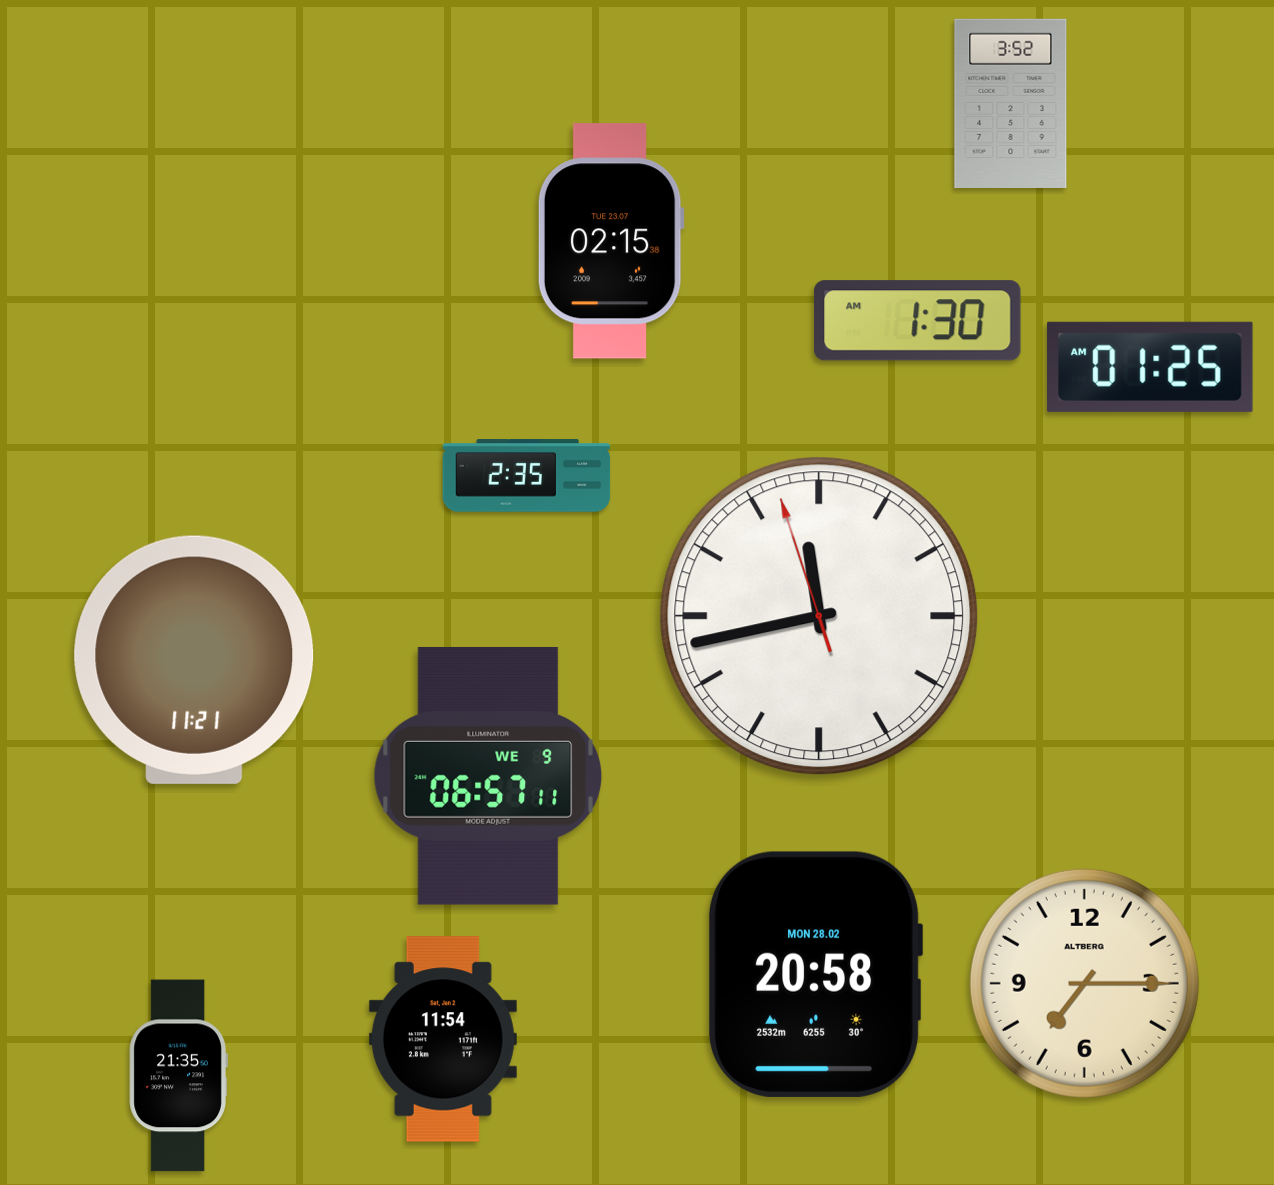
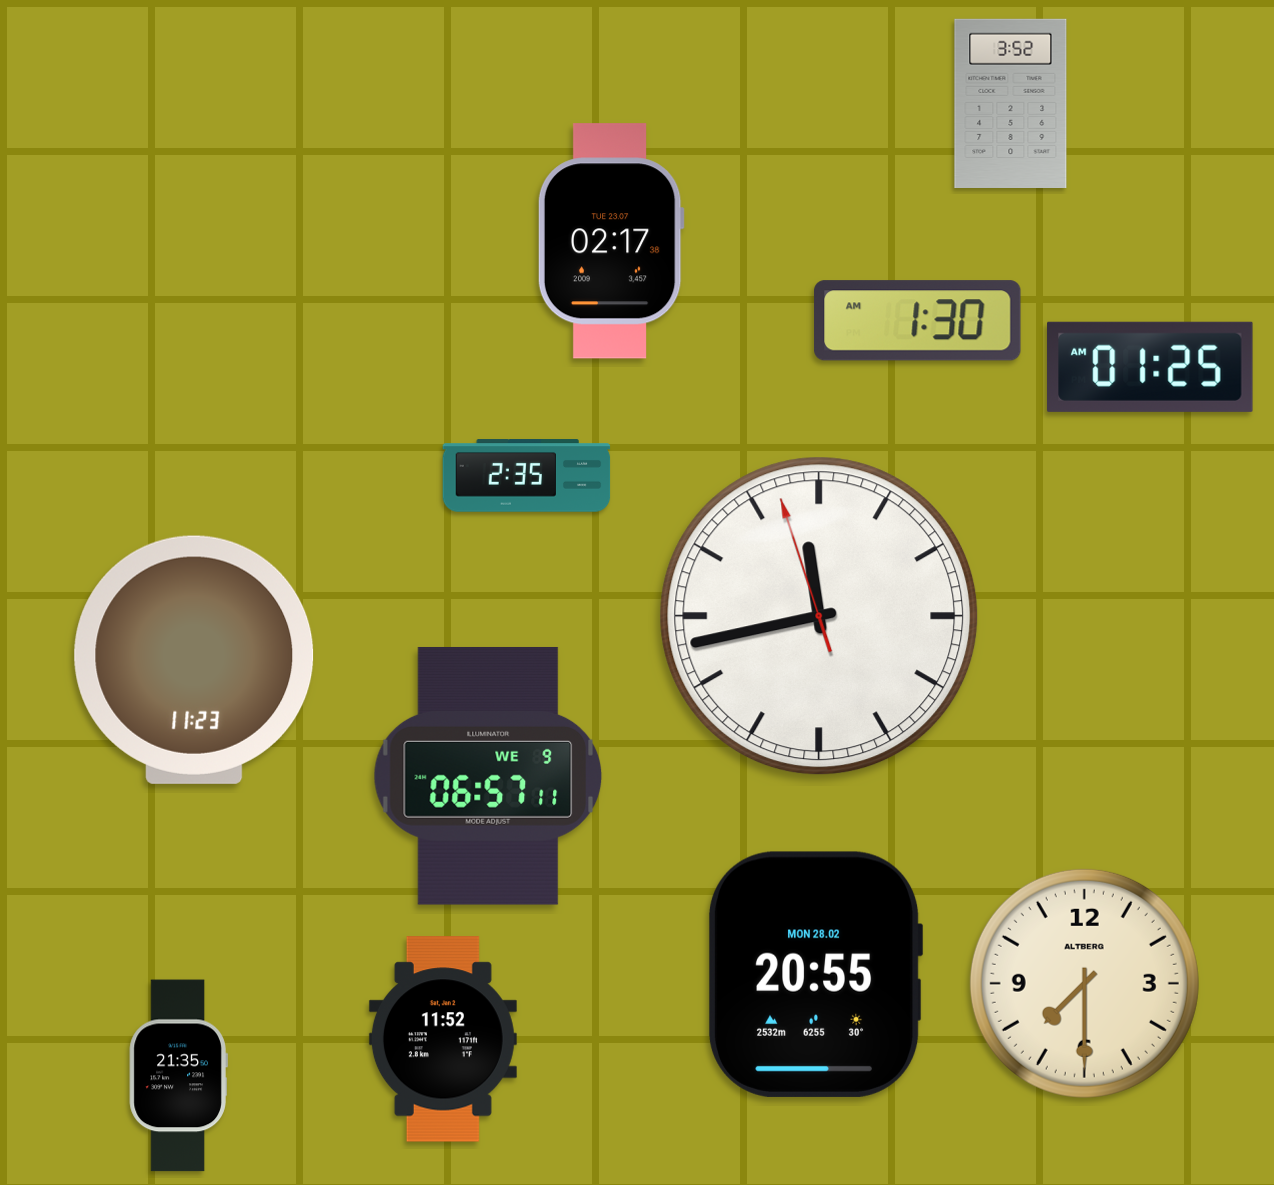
clock at (611, 241): 02:15 -> 02:17
clock at (194, 660): 11:21 -> 11:23
clock at (816, 974): 20:58 -> 20:55
clock at (1084, 983): 7:15 -> 7:30
clock at (443, 1039): 11:54 -> 11:52
